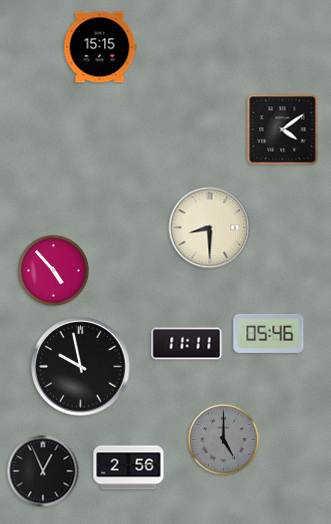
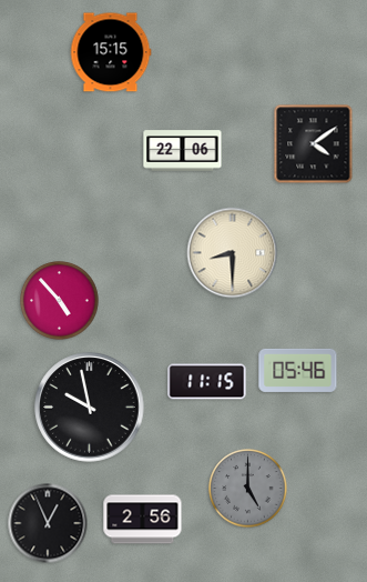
clock at (183, 151): none -> 22:06
clock at (187, 344): 11:11 -> 11:15
